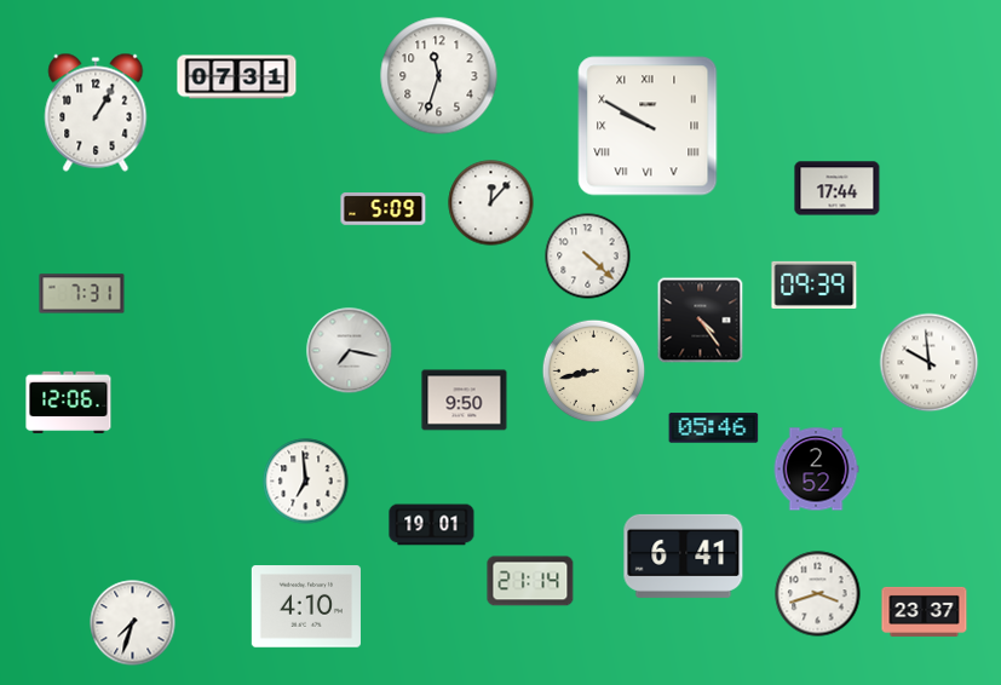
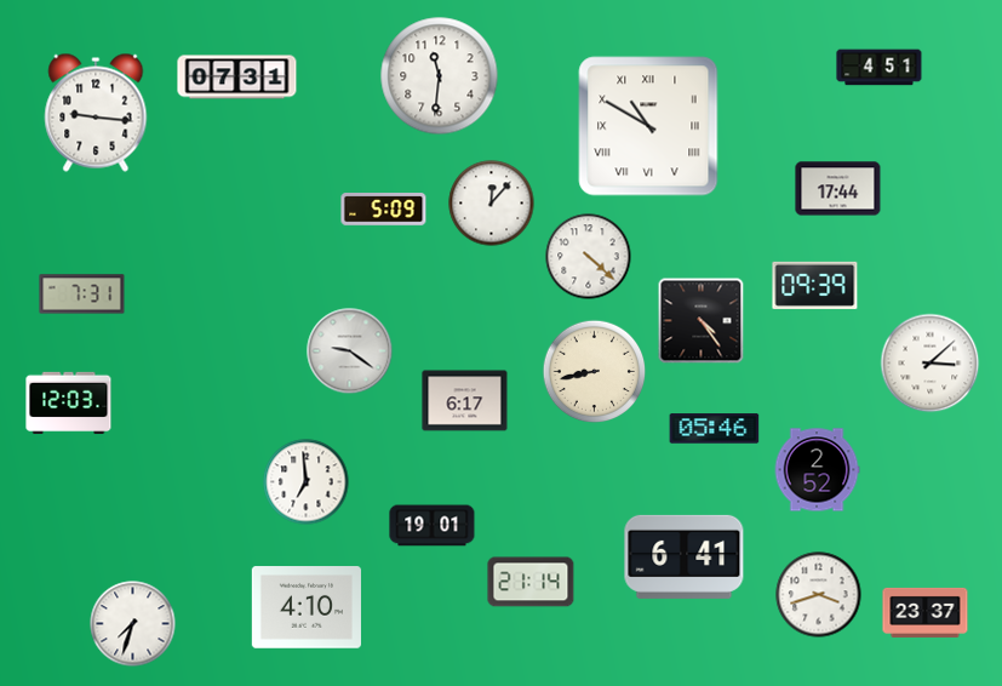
clock at (880, 68): none -> 4:51
clock at (439, 76): 11:33 -> 11:31
clock at (96, 113): 1:05 -> 9:16
clock at (648, 126): 9:50 -> 10:50
clock at (350, 351): 7:17 -> 9:21
clock at (930, 363): 9:59 -> 3:08
clock at (465, 401): 9:50 -> 6:17
clock at (69, 403): 12:06 -> 12:03
